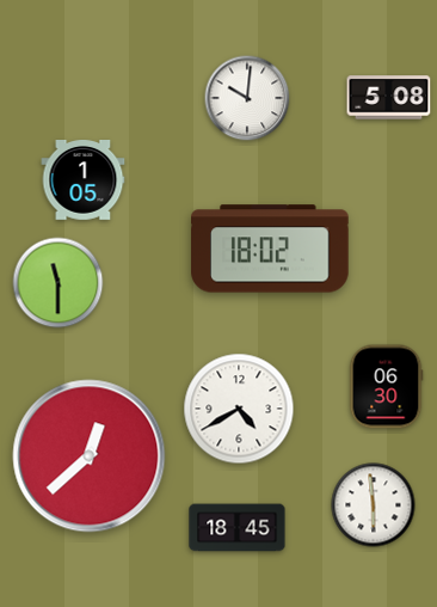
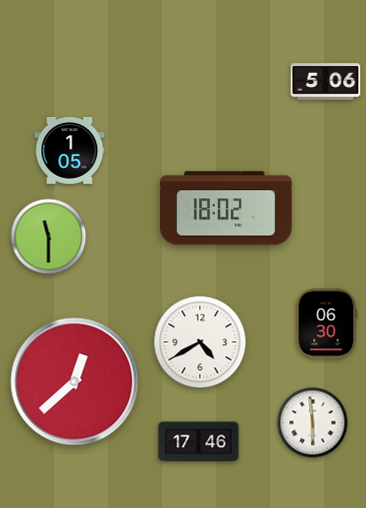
clock at (247, 98): 10:01 -> none
clock at (389, 98): 5:08 -> 5:06
clock at (386, 387) position: (386, 387) -> (326, 324)
clock at (238, 528): 18:45 -> 17:46
